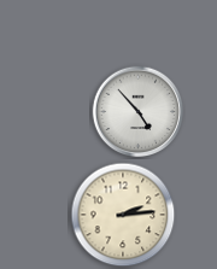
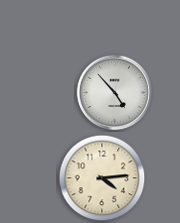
clock at (123, 215): 2:14 -> 4:14
